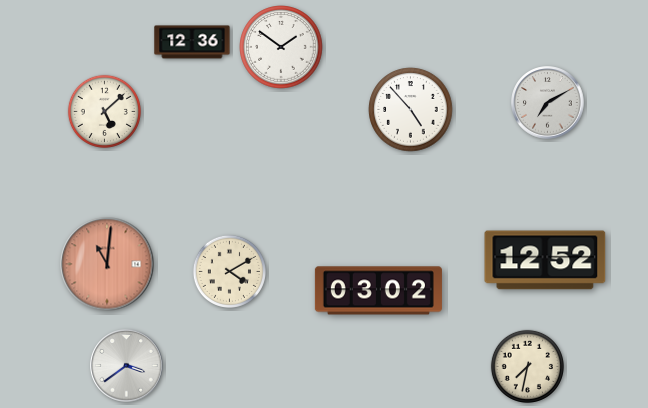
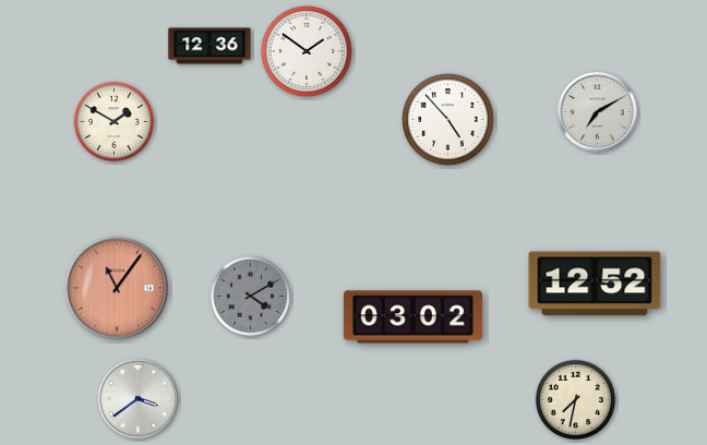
clock at (104, 111): 5:08 -> 1:50
clock at (107, 264): 11:01 -> 11:06
clock at (229, 271) dial: cream -> grey
